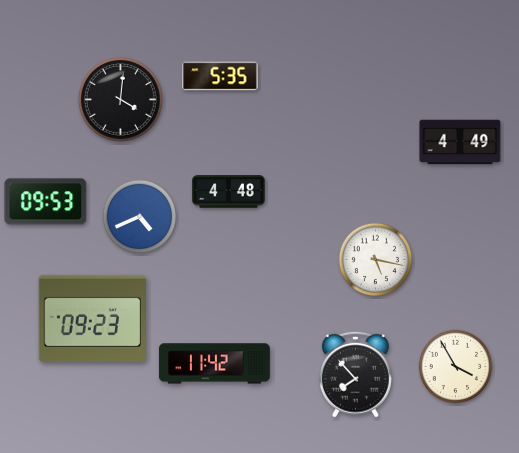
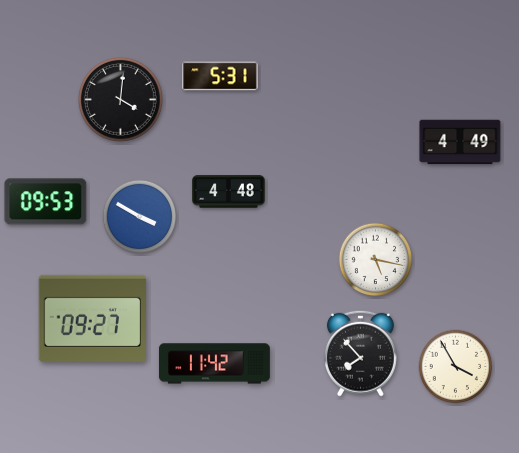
clock at (220, 76): 5:35 -> 5:31
clock at (140, 217): 4:41 -> 3:50
clock at (92, 318): 09:23 -> 09:27
clock at (355, 374) position: (355, 374) -> (360, 353)
